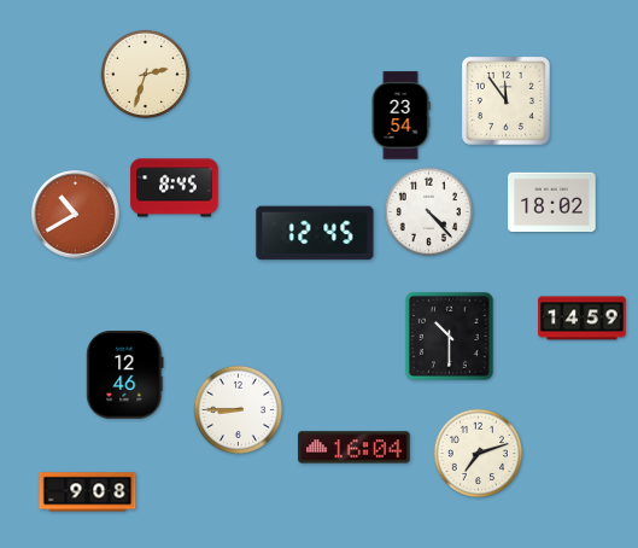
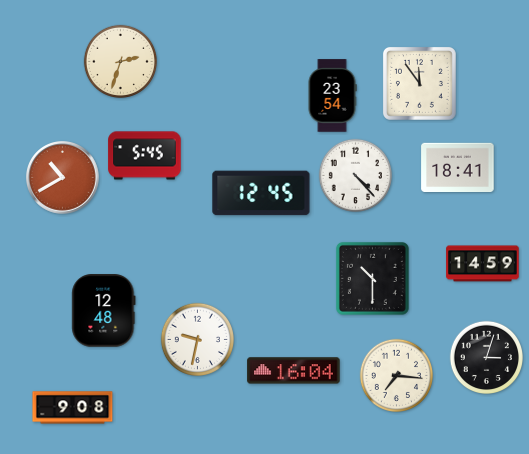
clock at (175, 188): 8:45 -> 5:45
clock at (552, 202): 18:02 -> 18:41
clock at (125, 375): 12:46 -> 12:48
clock at (238, 409): 8:45 -> 9:32
clock at (486, 357): none -> 3:03
clock at (478, 453): 7:12 -> 7:16
